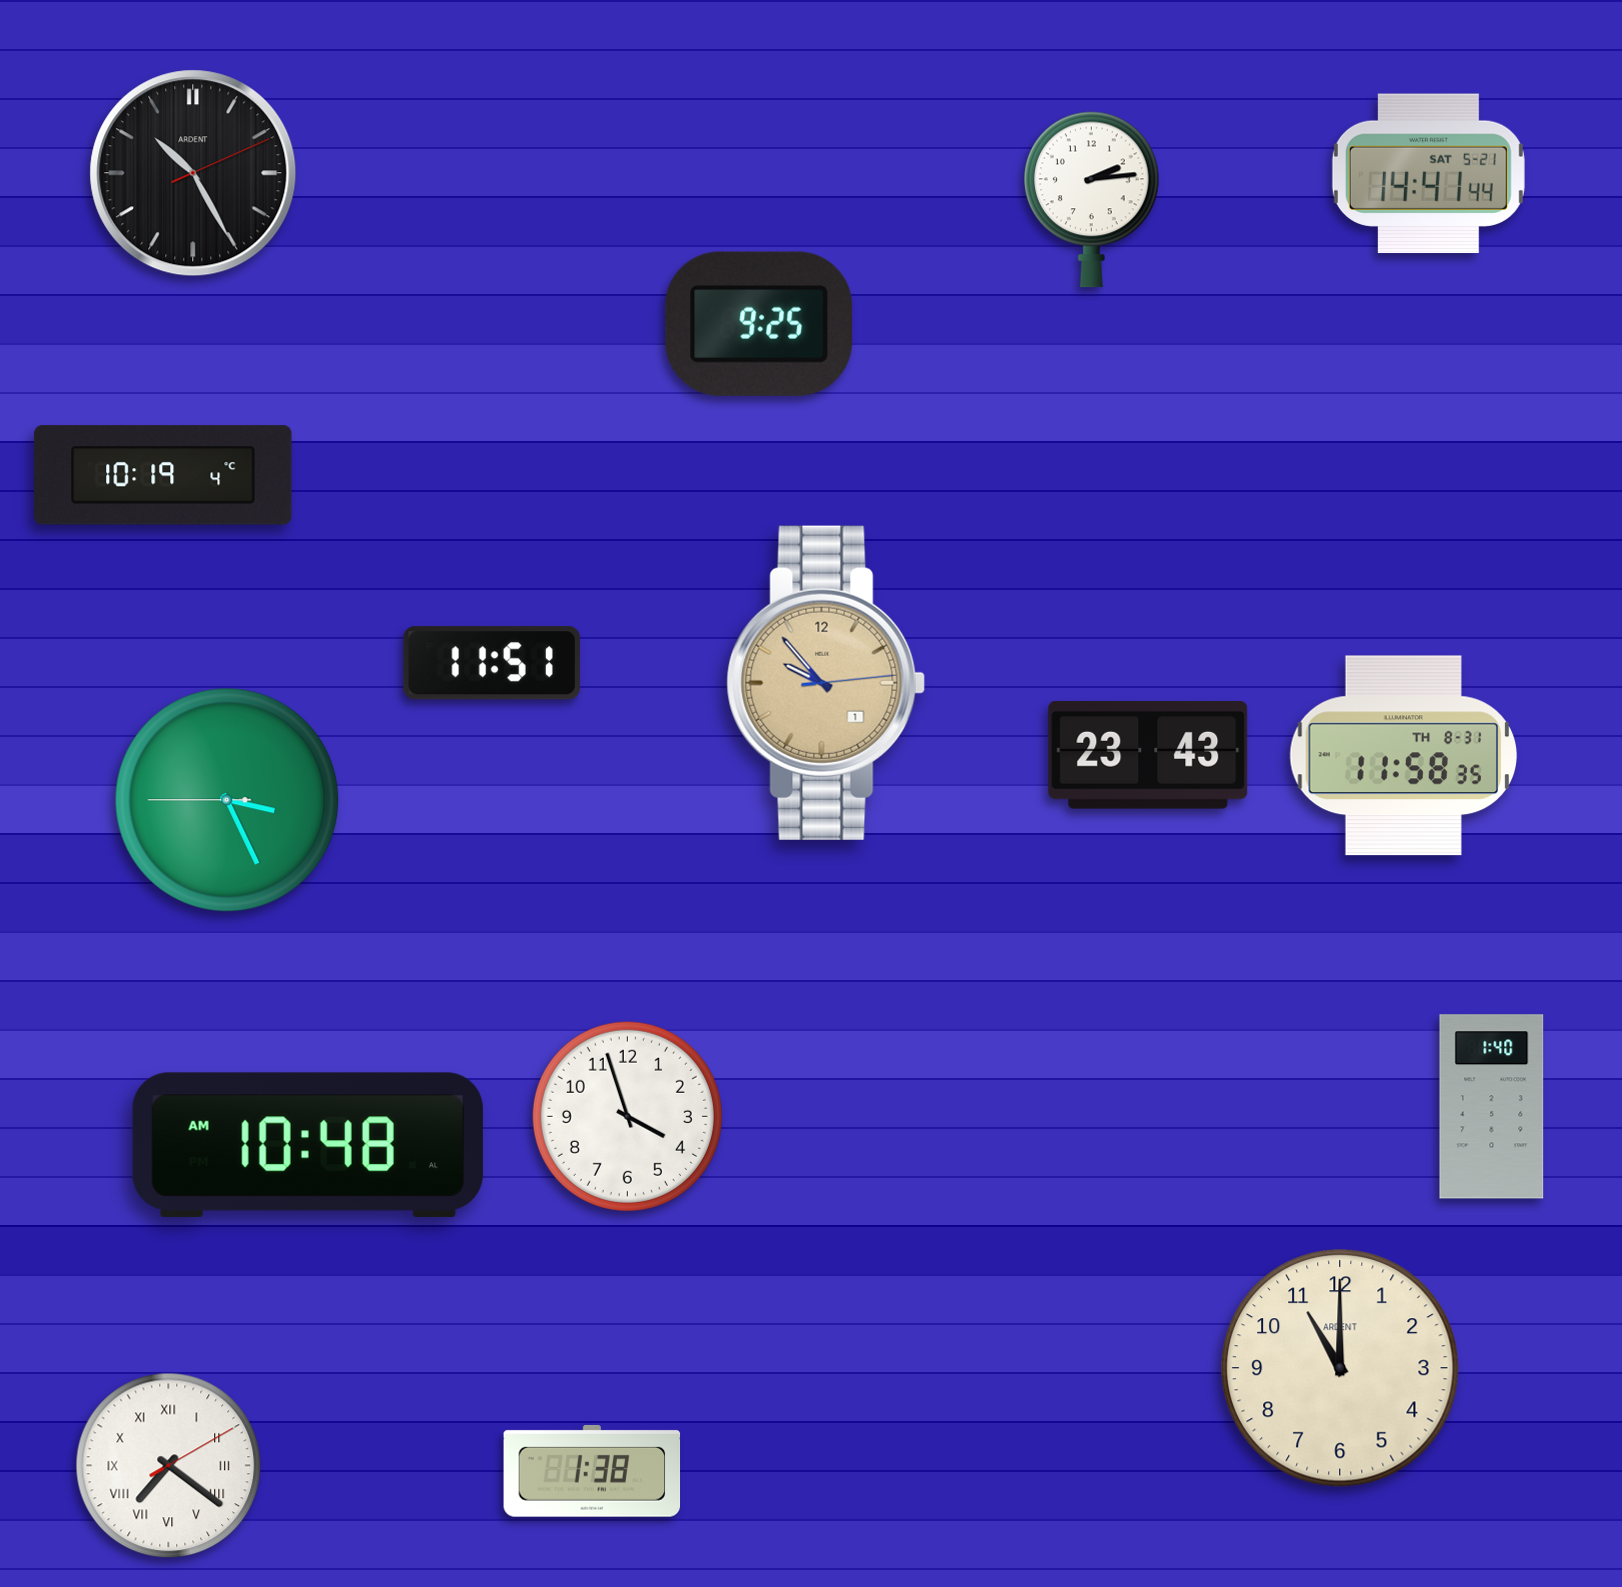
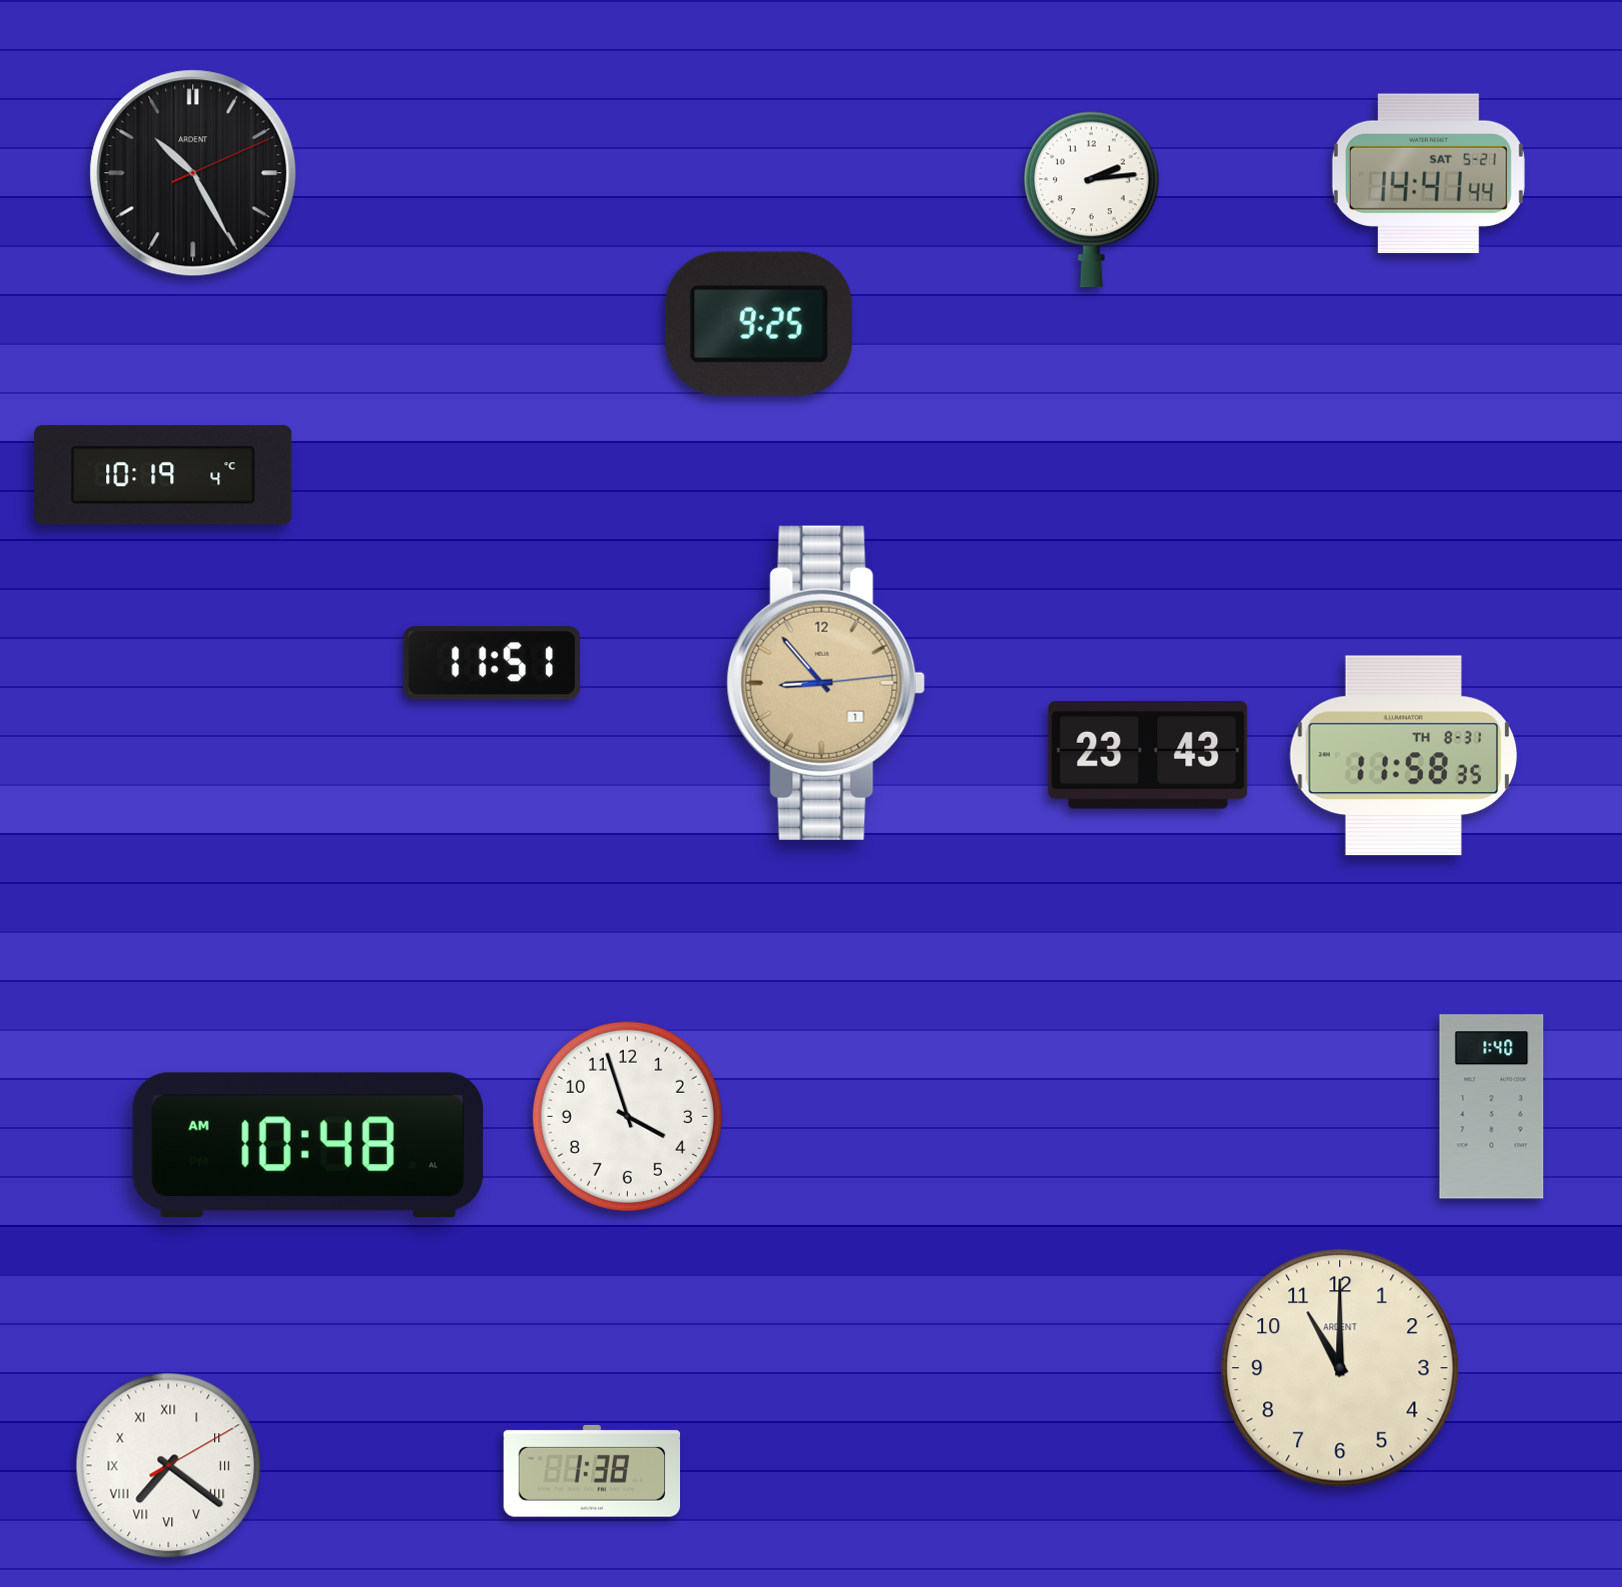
clock at (826, 683): 9:53 -> 8:53
clock at (227, 800): 3:25 -> none
